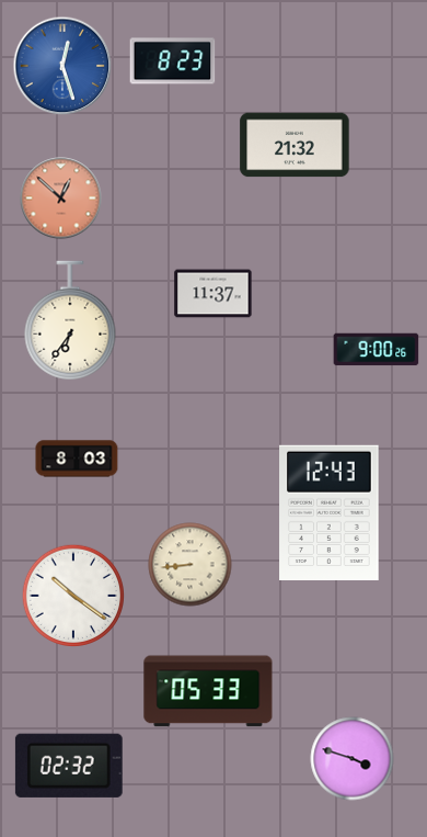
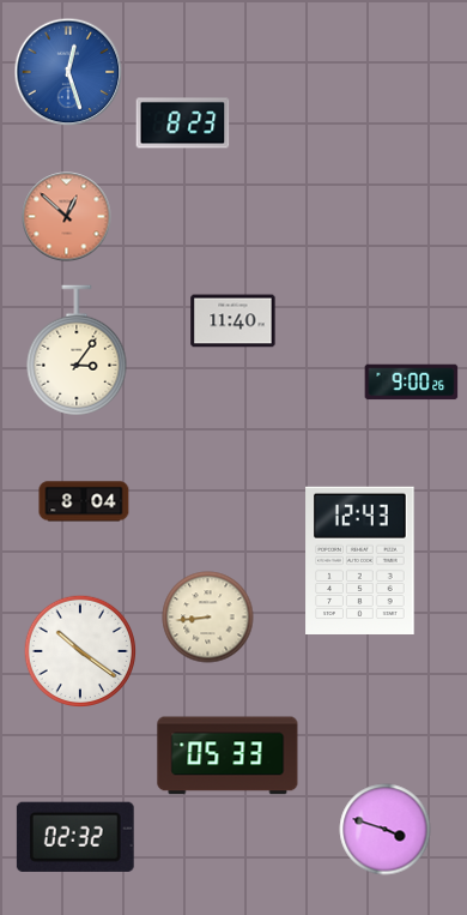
clock at (173, 61) position: (173, 61) -> (183, 124)
clock at (295, 145): 21:32 -> none
clock at (214, 294): 11:37 -> 11:40
clock at (70, 320): 6:36 -> 3:06
clock at (77, 459): 8:03 -> 8:04
